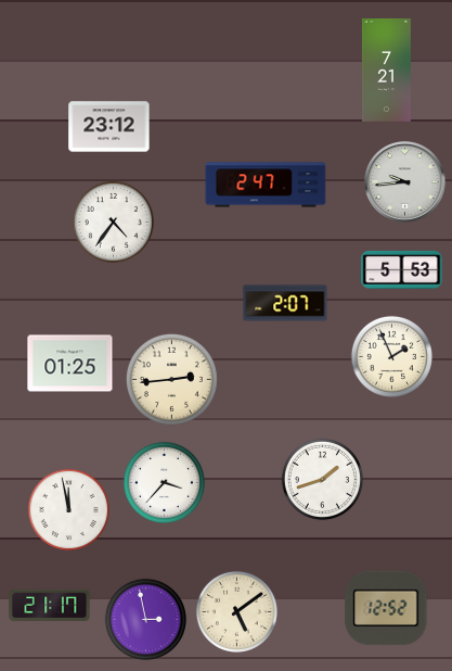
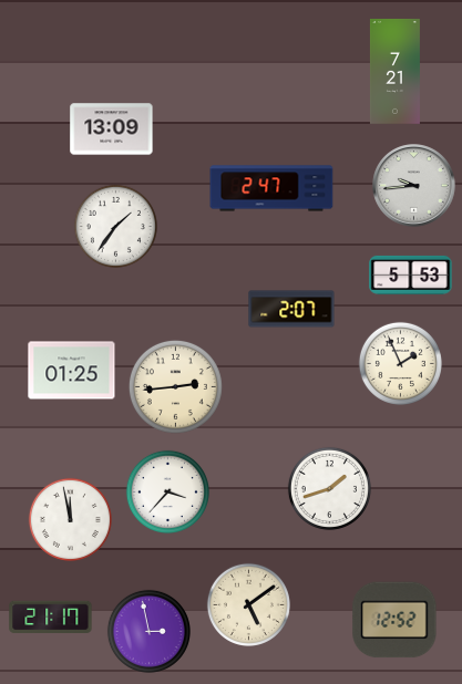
clock at (109, 127): 23:12 -> 13:09
clock at (113, 221): 4:36 -> 1:36
clock at (236, 611) position: (236, 611) -> (248, 604)
